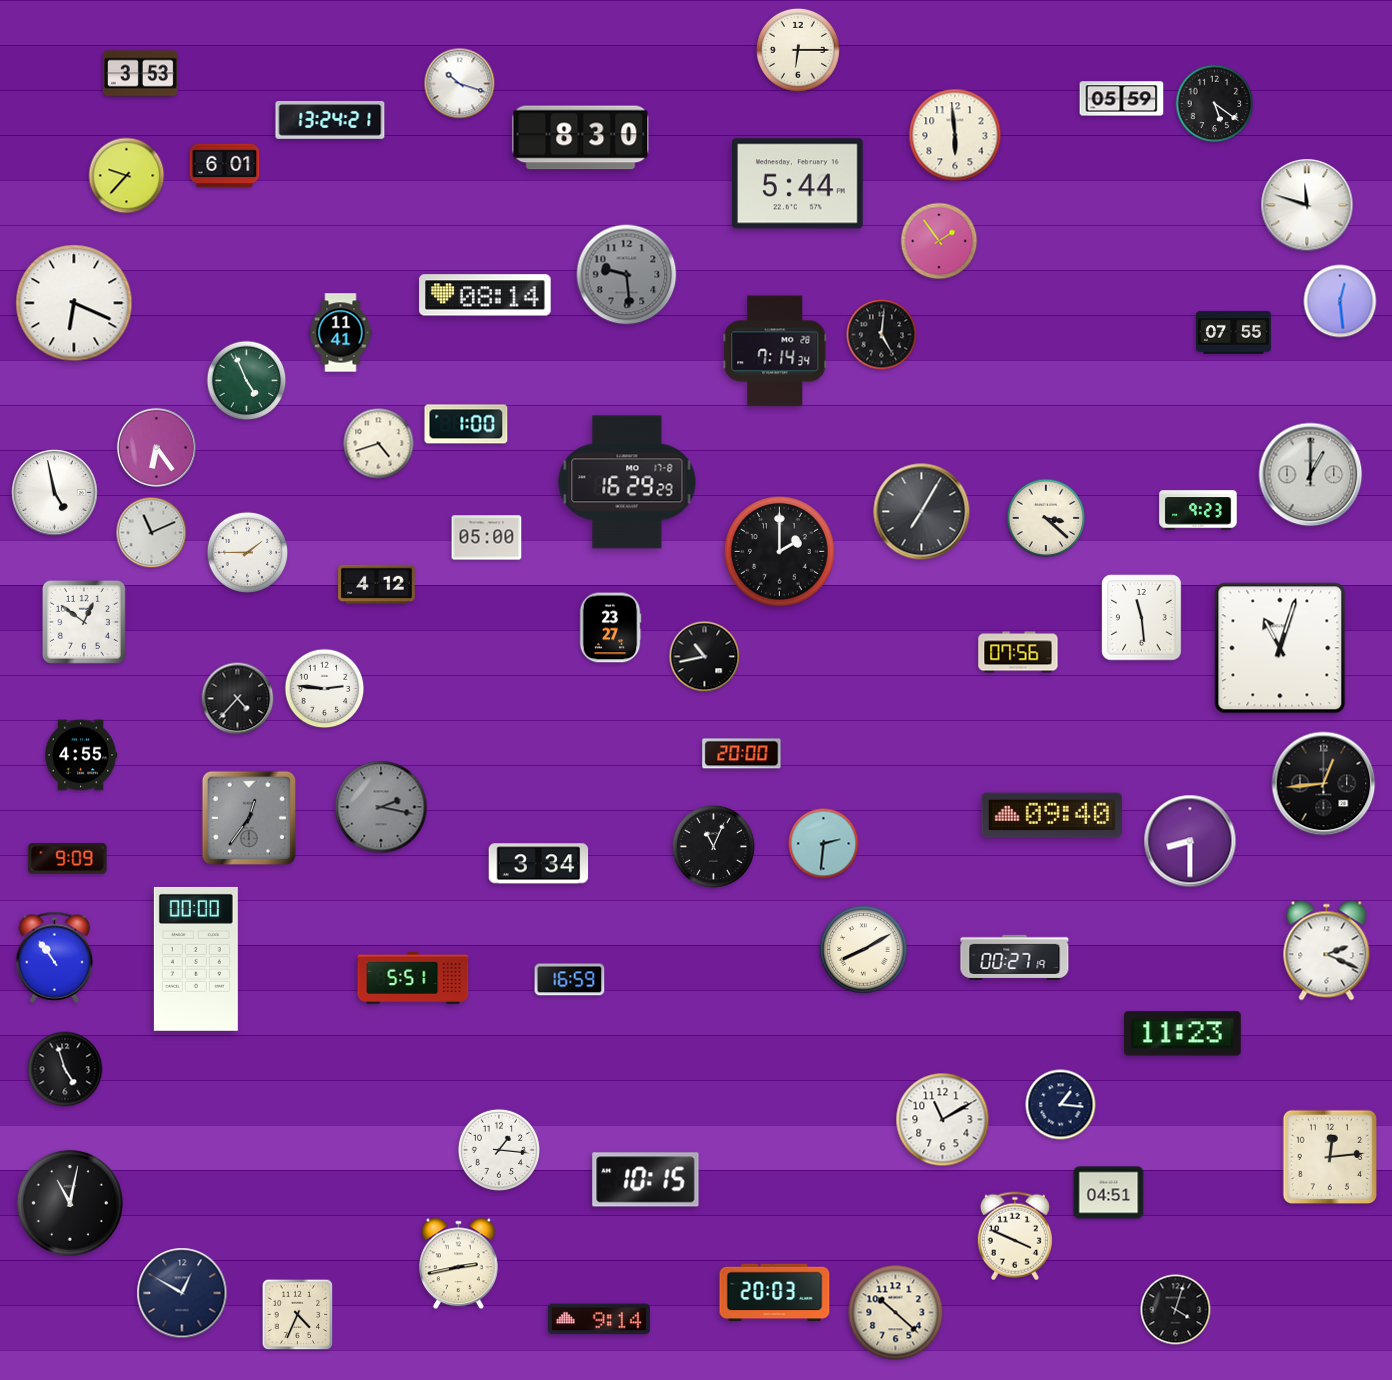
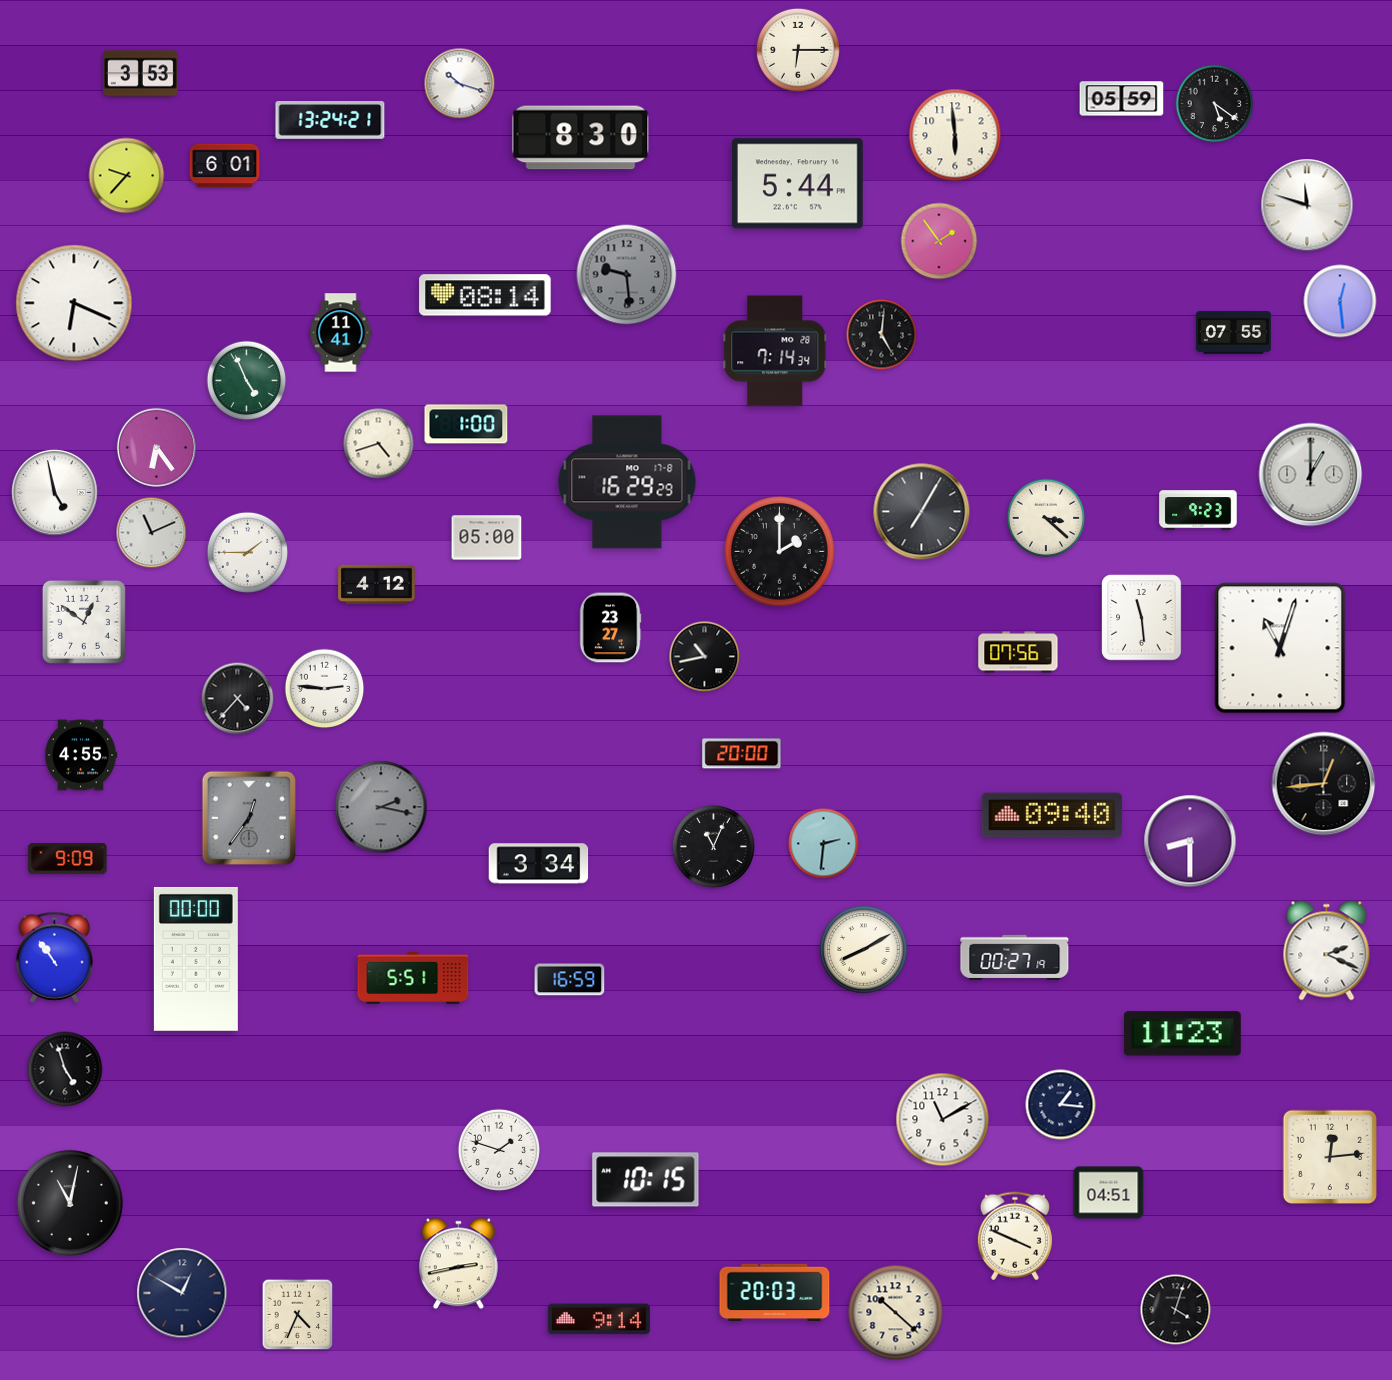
clock at (499, 1150): 1:16 -> 1:48
